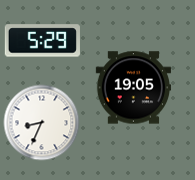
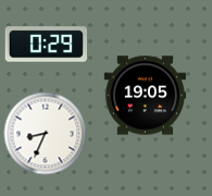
clock at (42, 41): 5:29 -> 0:29
